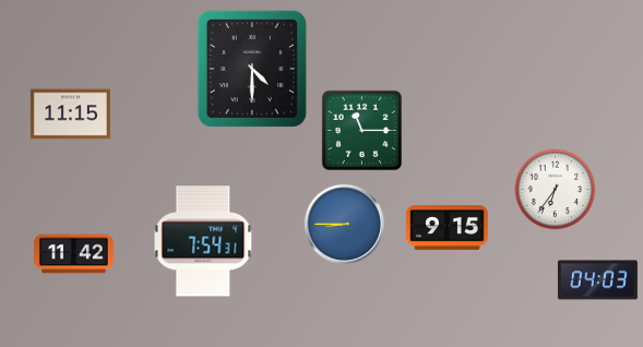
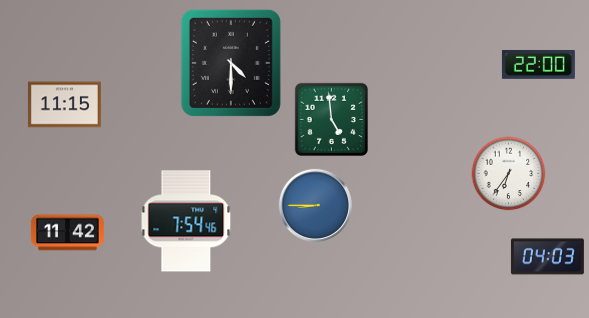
clock at (538, 64): none -> 22:00
clock at (361, 130): 11:15 -> 4:59
clock at (448, 228): 9:15 -> none
clock at (203, 241): 7:54:31 -> 7:54:46
